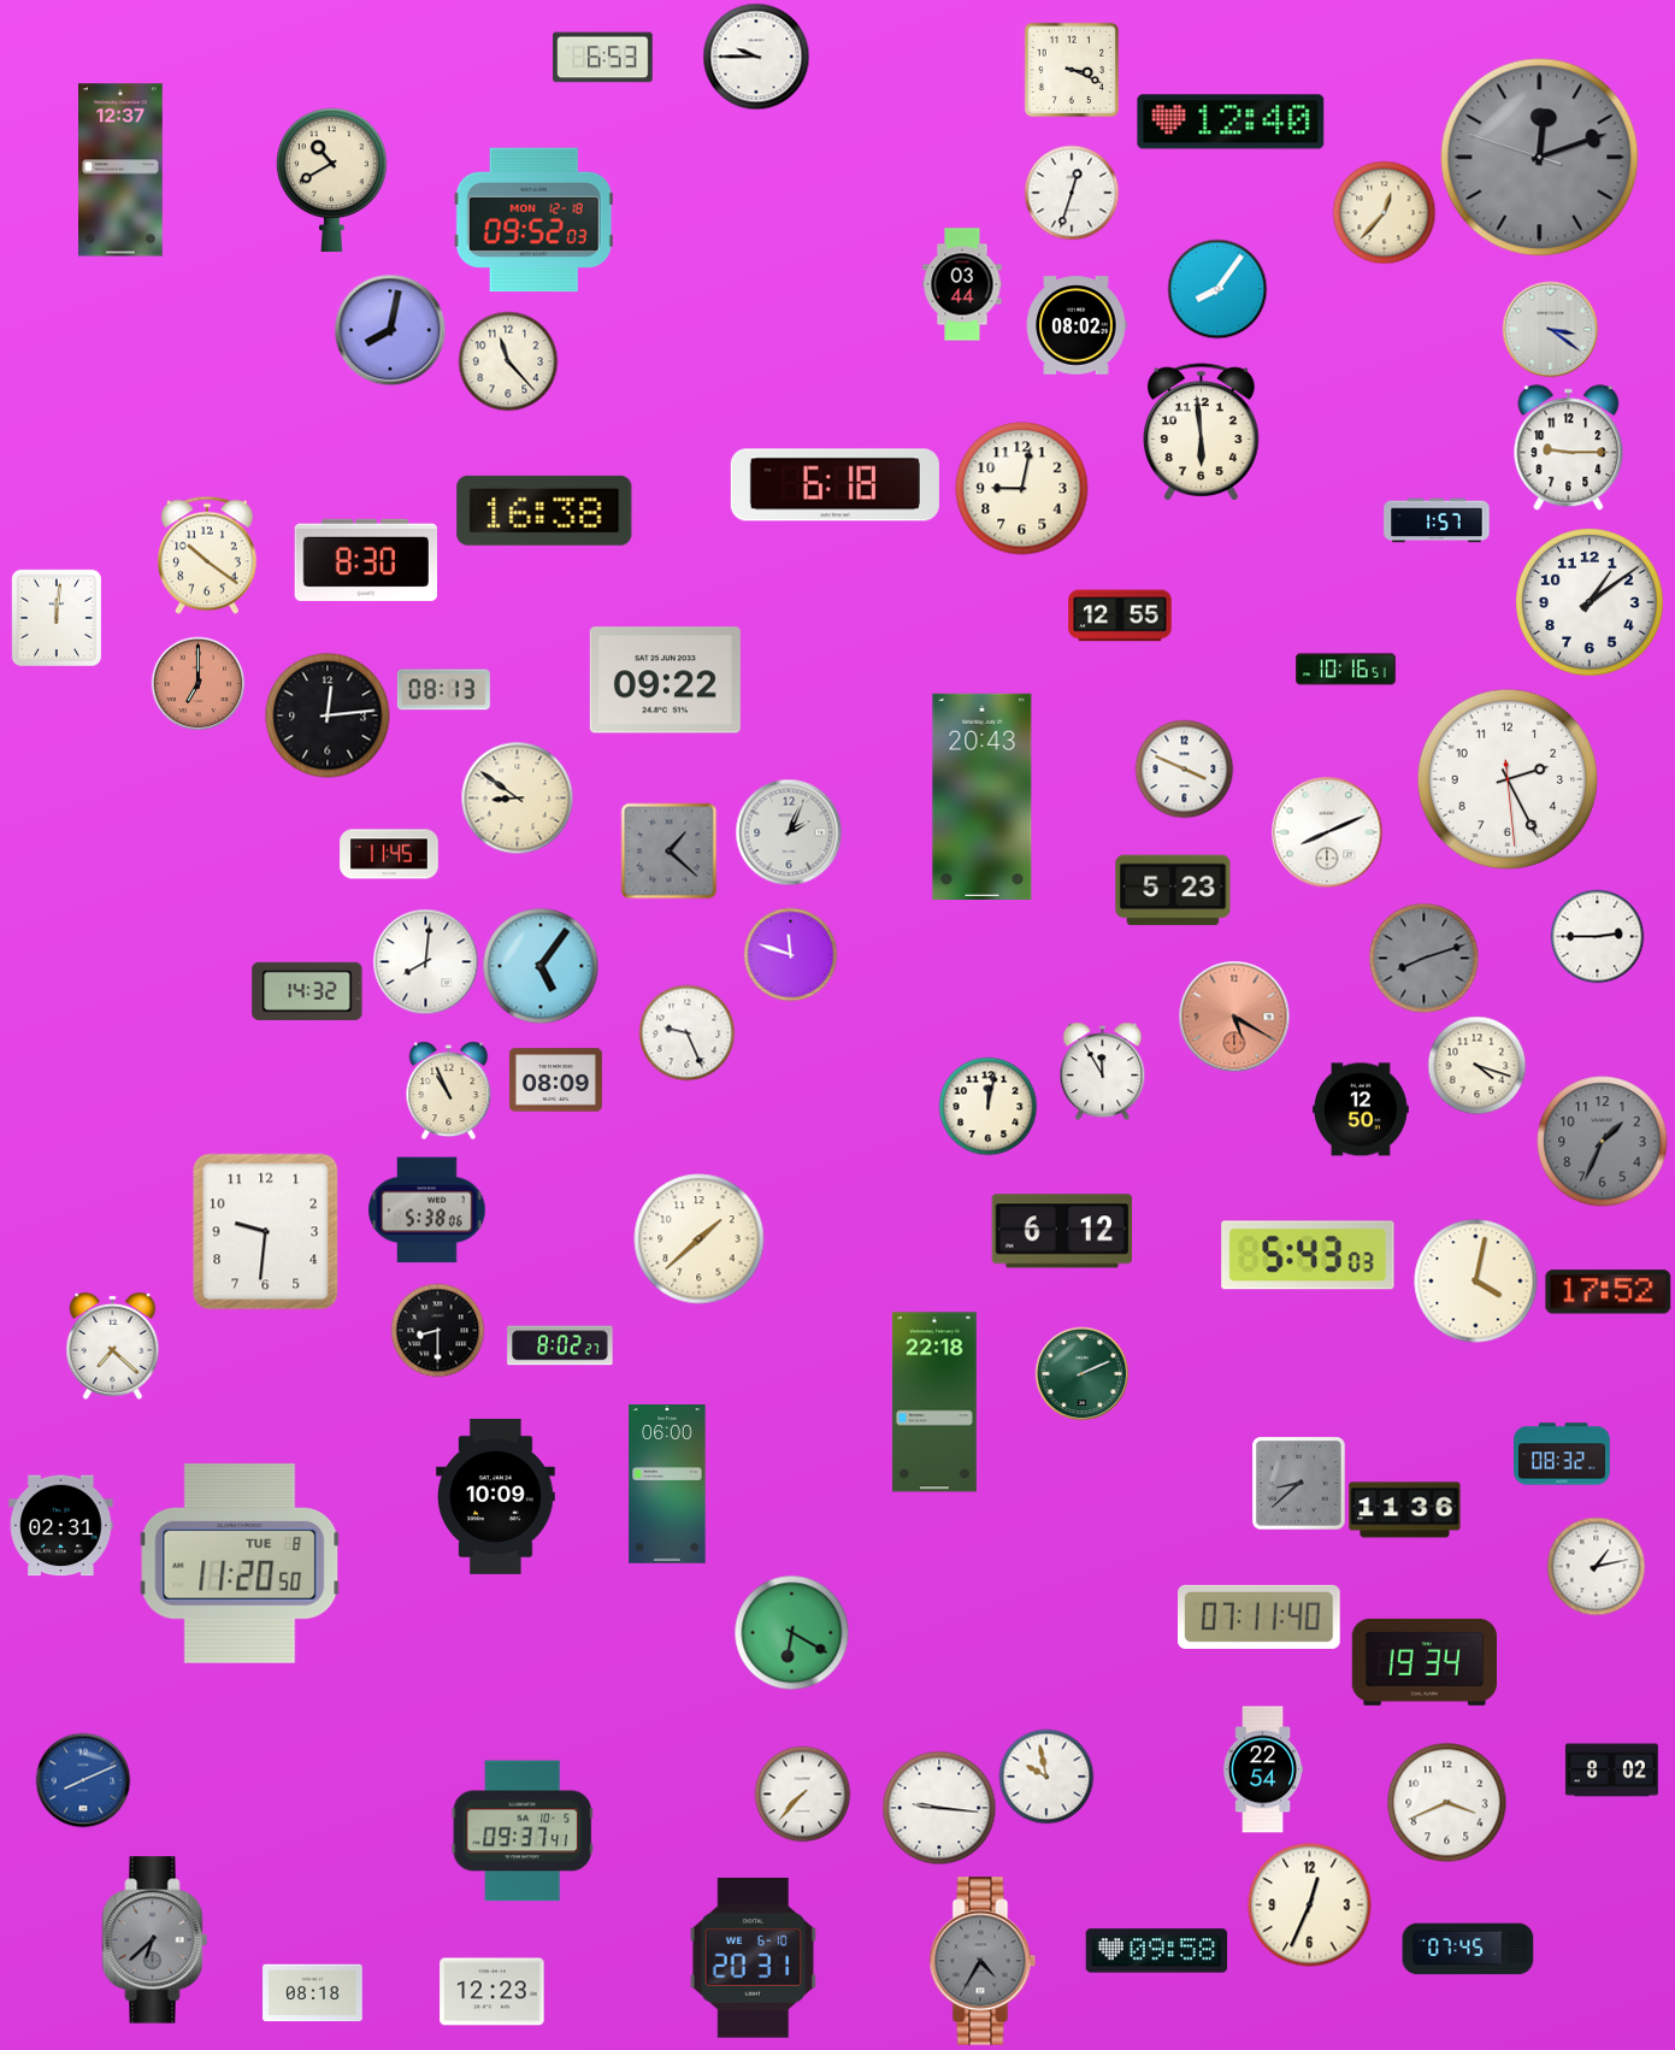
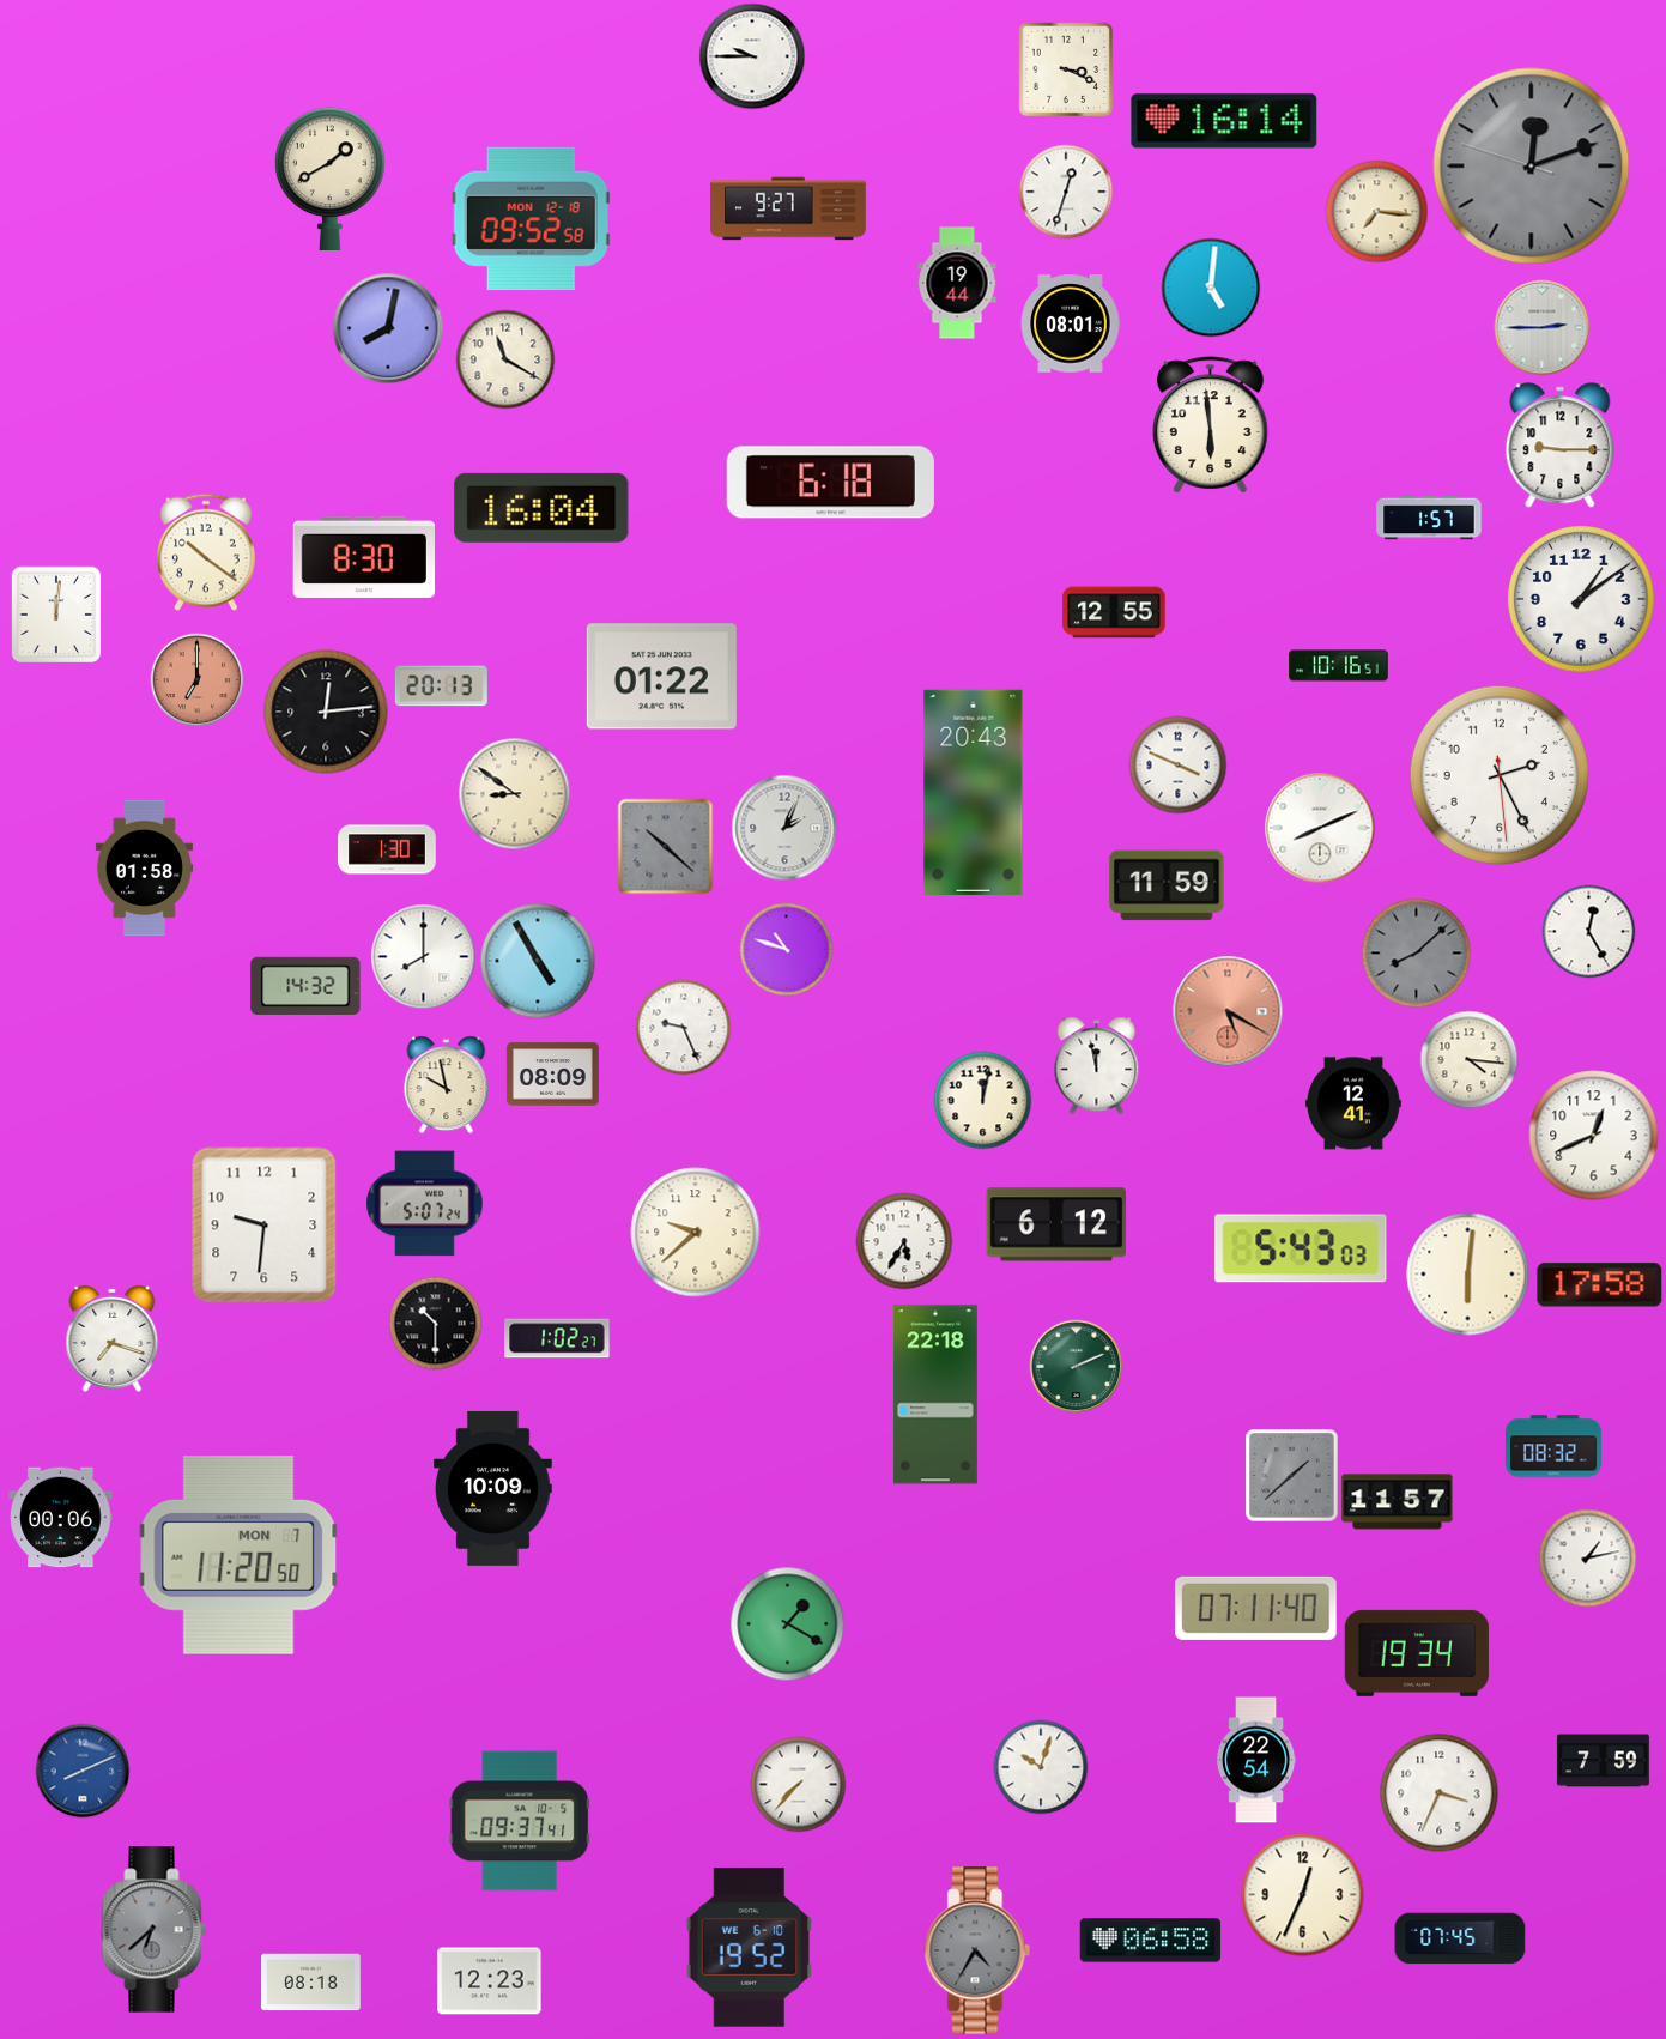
clock at (603, 58): 6:53 -> none
clock at (1231, 122): 12:40 -> 16:14
clock at (1540, 158) position: (1540, 158) -> (1532, 167)
clock at (122, 170): 12:37 -> none
clock at (332, 179): 10:40 -> 1:40
clock at (789, 208): none -> 9:27
clock at (1384, 212): 12:37 -> 7:16
clock at (533, 220): 09:52:03 -> 09:52:58
clock at (962, 284): 03:44 -> 19:44
clock at (1217, 289): 8:06 -> 5:01
clock at (1077, 325): 08:02 -> 08:01
clock at (1550, 329): 3:21 -> 2:45
clock at (508, 361): 11:23 -> 11:20
clock at (1202, 432) position: (1202, 432) -> (1211, 425)
clock at (1022, 489): 9:02 -> none
clock at (544, 511): 16:38 -> 16:04
clock at (665, 681): 09:22 -> 01:22
clock at (443, 690): 08:13 -> 20:13
clock at (983, 796) position: (983, 796) -> (974, 792)
clock at (668, 850): 1:22 -> 10:22
clock at (389, 854): 11:45 -> 1:30
clock at (144, 869): none -> 01:58
clock at (1173, 890): 5:23 -> 11:59
clock at (1597, 936): 2:45 -> 12:25
clock at (790, 954): 11:48 -> 10:48
clock at (1423, 958): 8:12 -> 8:08
clock at (425, 961): 8:01 -> 8:00
clock at (541, 966): 5:06 -> 4:55
clock at (1476, 1065): 4:18 -> 4:16
clock at (1103, 1071): 11:55 -> 11:58
clock at (449, 1090): 10:56 -> 9:58
clock at (1362, 1109): 12:50 -> 12:41
clock at (1603, 1142): 1:34 -> 12:41
clock at (1603, 1142) dial: grey -> white
clock at (427, 1210): 5:38 -> 5:07
clock at (700, 1239): 1:38 -> 9:38
clock at (904, 1241): none -> 5:35
clock at (1476, 1282): 4:02 -> 6:01
clock at (1609, 1292): 17:52 -> 17:58
clock at (437, 1330): 8:30 -> 10:30
clock at (113, 1345): 7:22 -> 7:18
clock at (560, 1345): 8:02 -> 1:02
clock at (934, 1402) position: (934, 1402) -> (935, 1394)
clock at (1298, 1483): 8:38 -> 1:38
clock at (667, 1485): 06:00 -> none
clock at (1405, 1510): 11:36 -> 11:57
clock at (61, 1526): 02:31 -> 00:06
clock at (240, 1565) date: TUE 8 -> MON 7
clock at (1260, 1616) position: (1260, 1616) -> (1256, 1608)
clock at (791, 1632): 6:20 -> 1:20
clock at (1611, 1771): 8:02 -> 7:59
clock at (1046, 1777): 9:58 -> 10:03
clock at (1447, 1803): 3:41 -> 3:34
clock at (939, 1808): 9:16 -> none
clock at (1157, 1951): 09:58 -> 06:58
clock at (754, 1957): 20:31 -> 19:52
